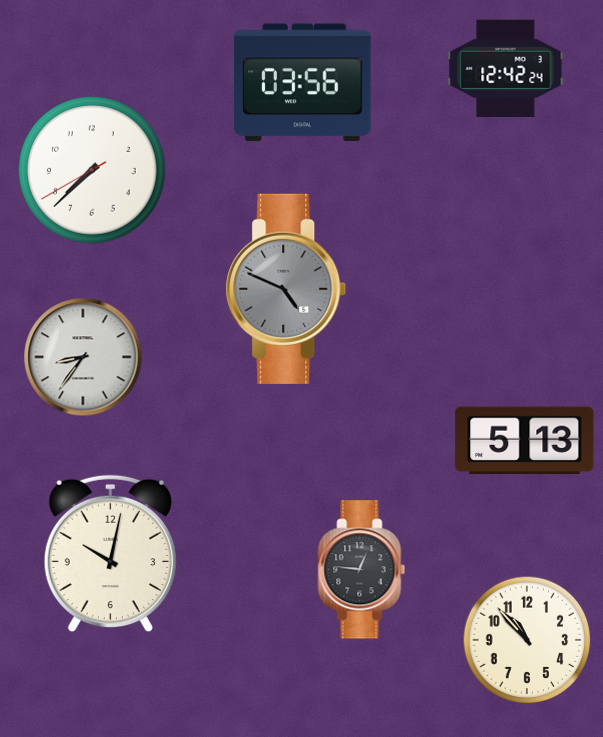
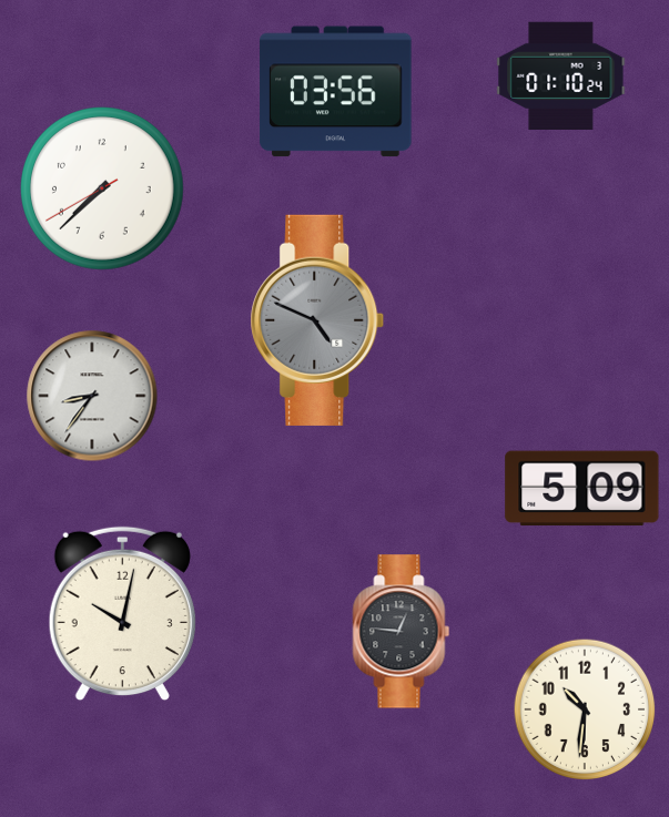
clock at (506, 68): 12:42 -> 01:10
clock at (525, 441): 5:13 -> 5:09
clock at (527, 640): 10:53 -> 10:31
